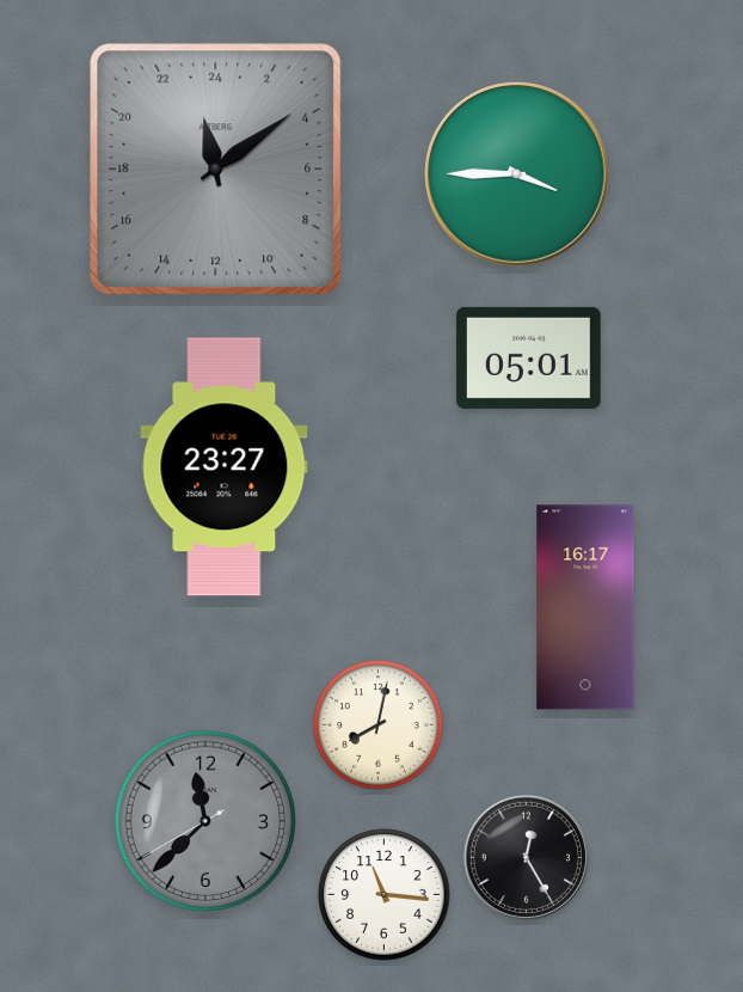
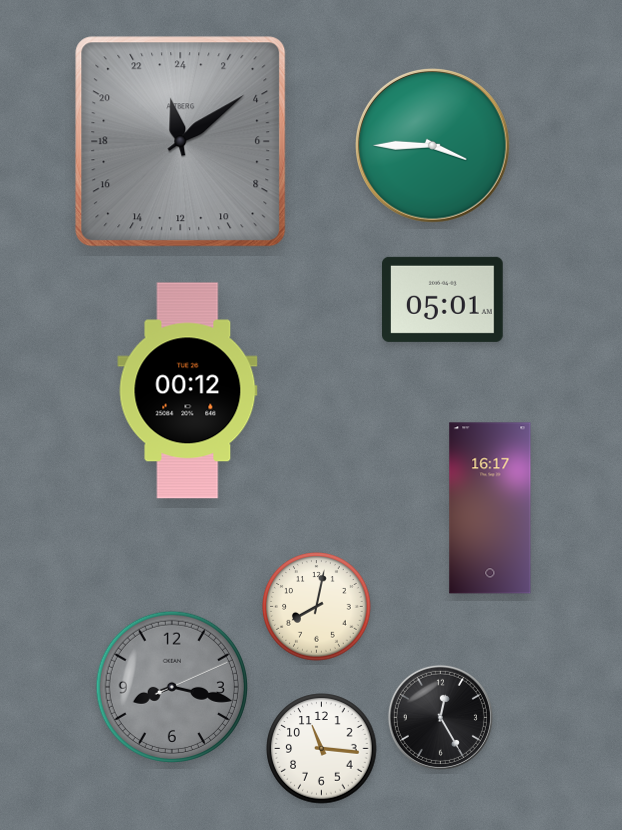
clock at (225, 467): 23:27 -> 00:12
clock at (204, 820): 11:37 -> 8:17
